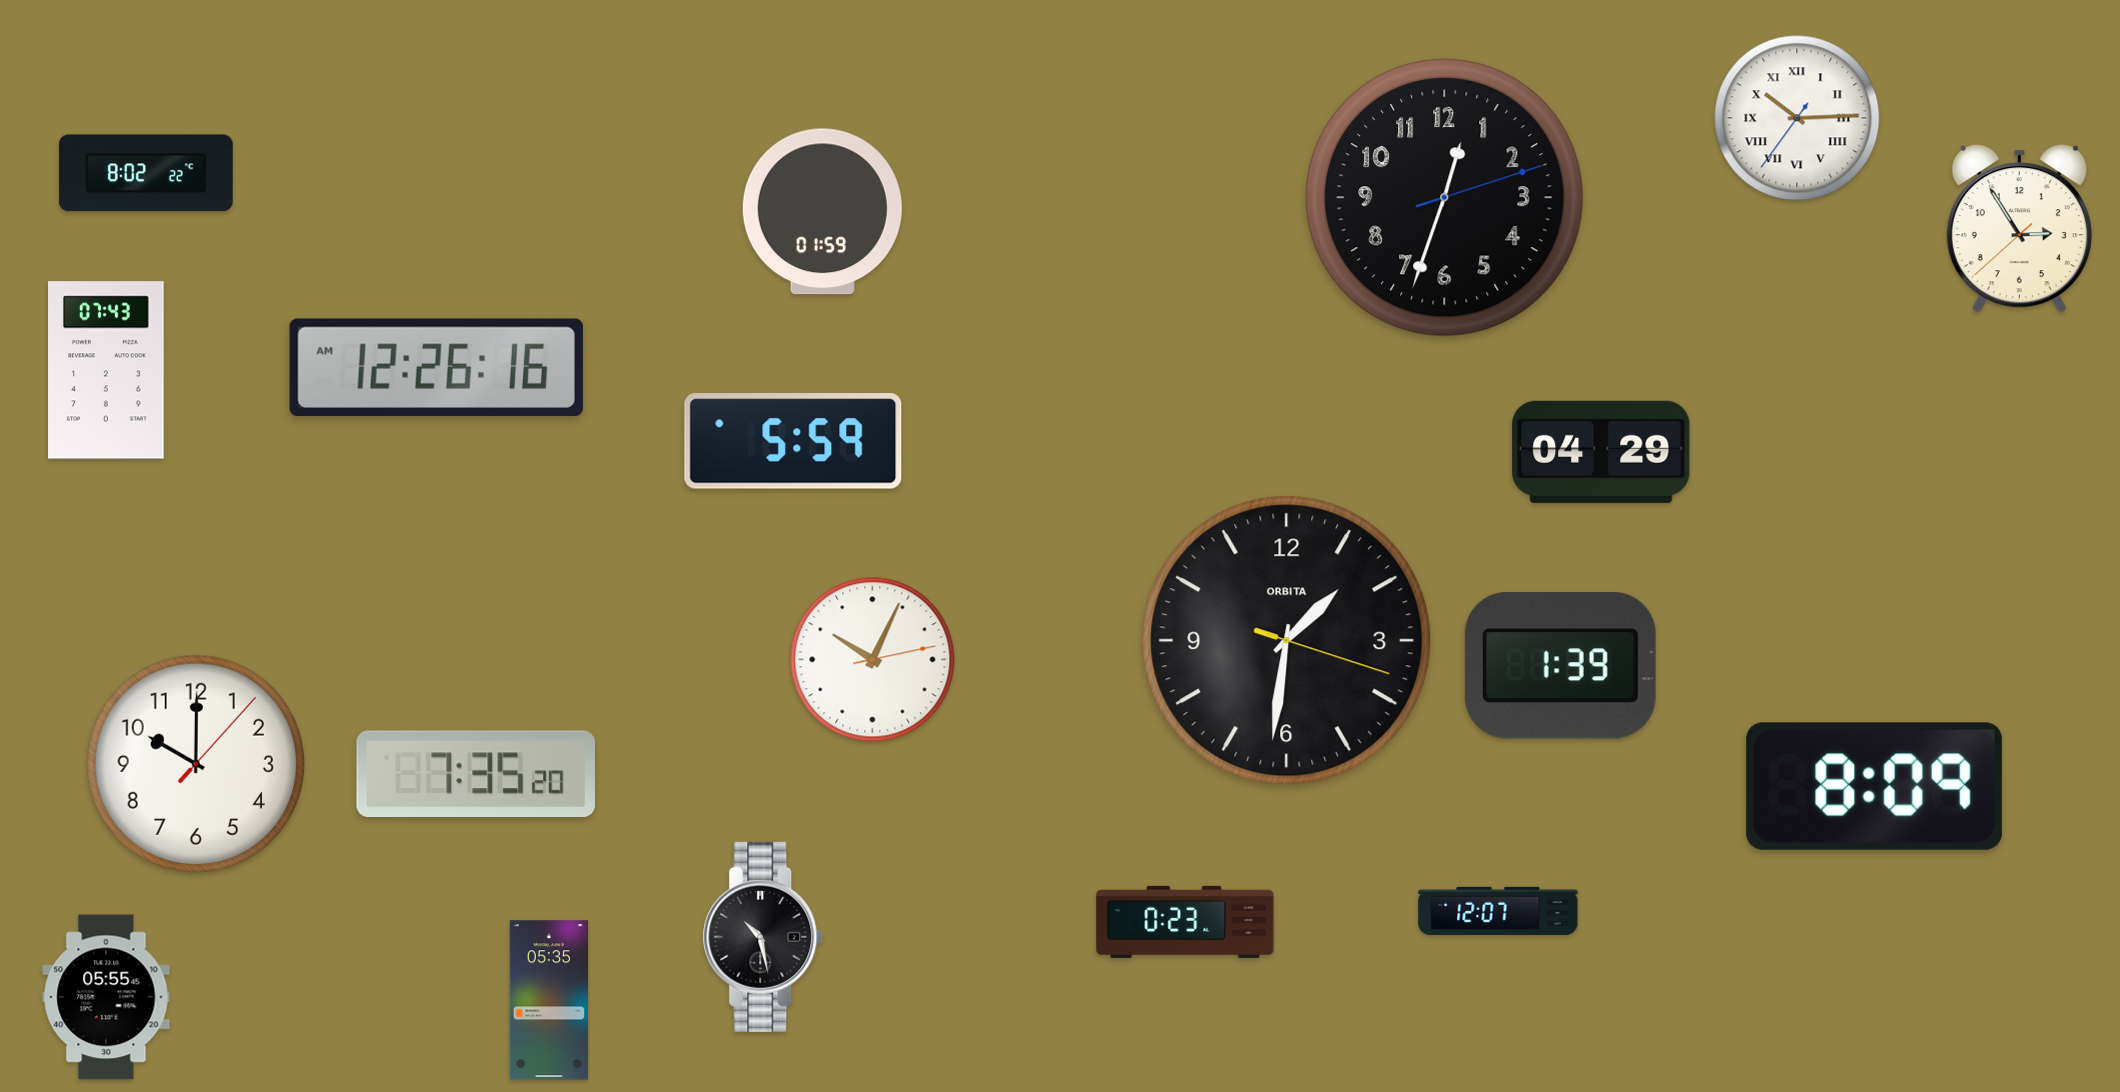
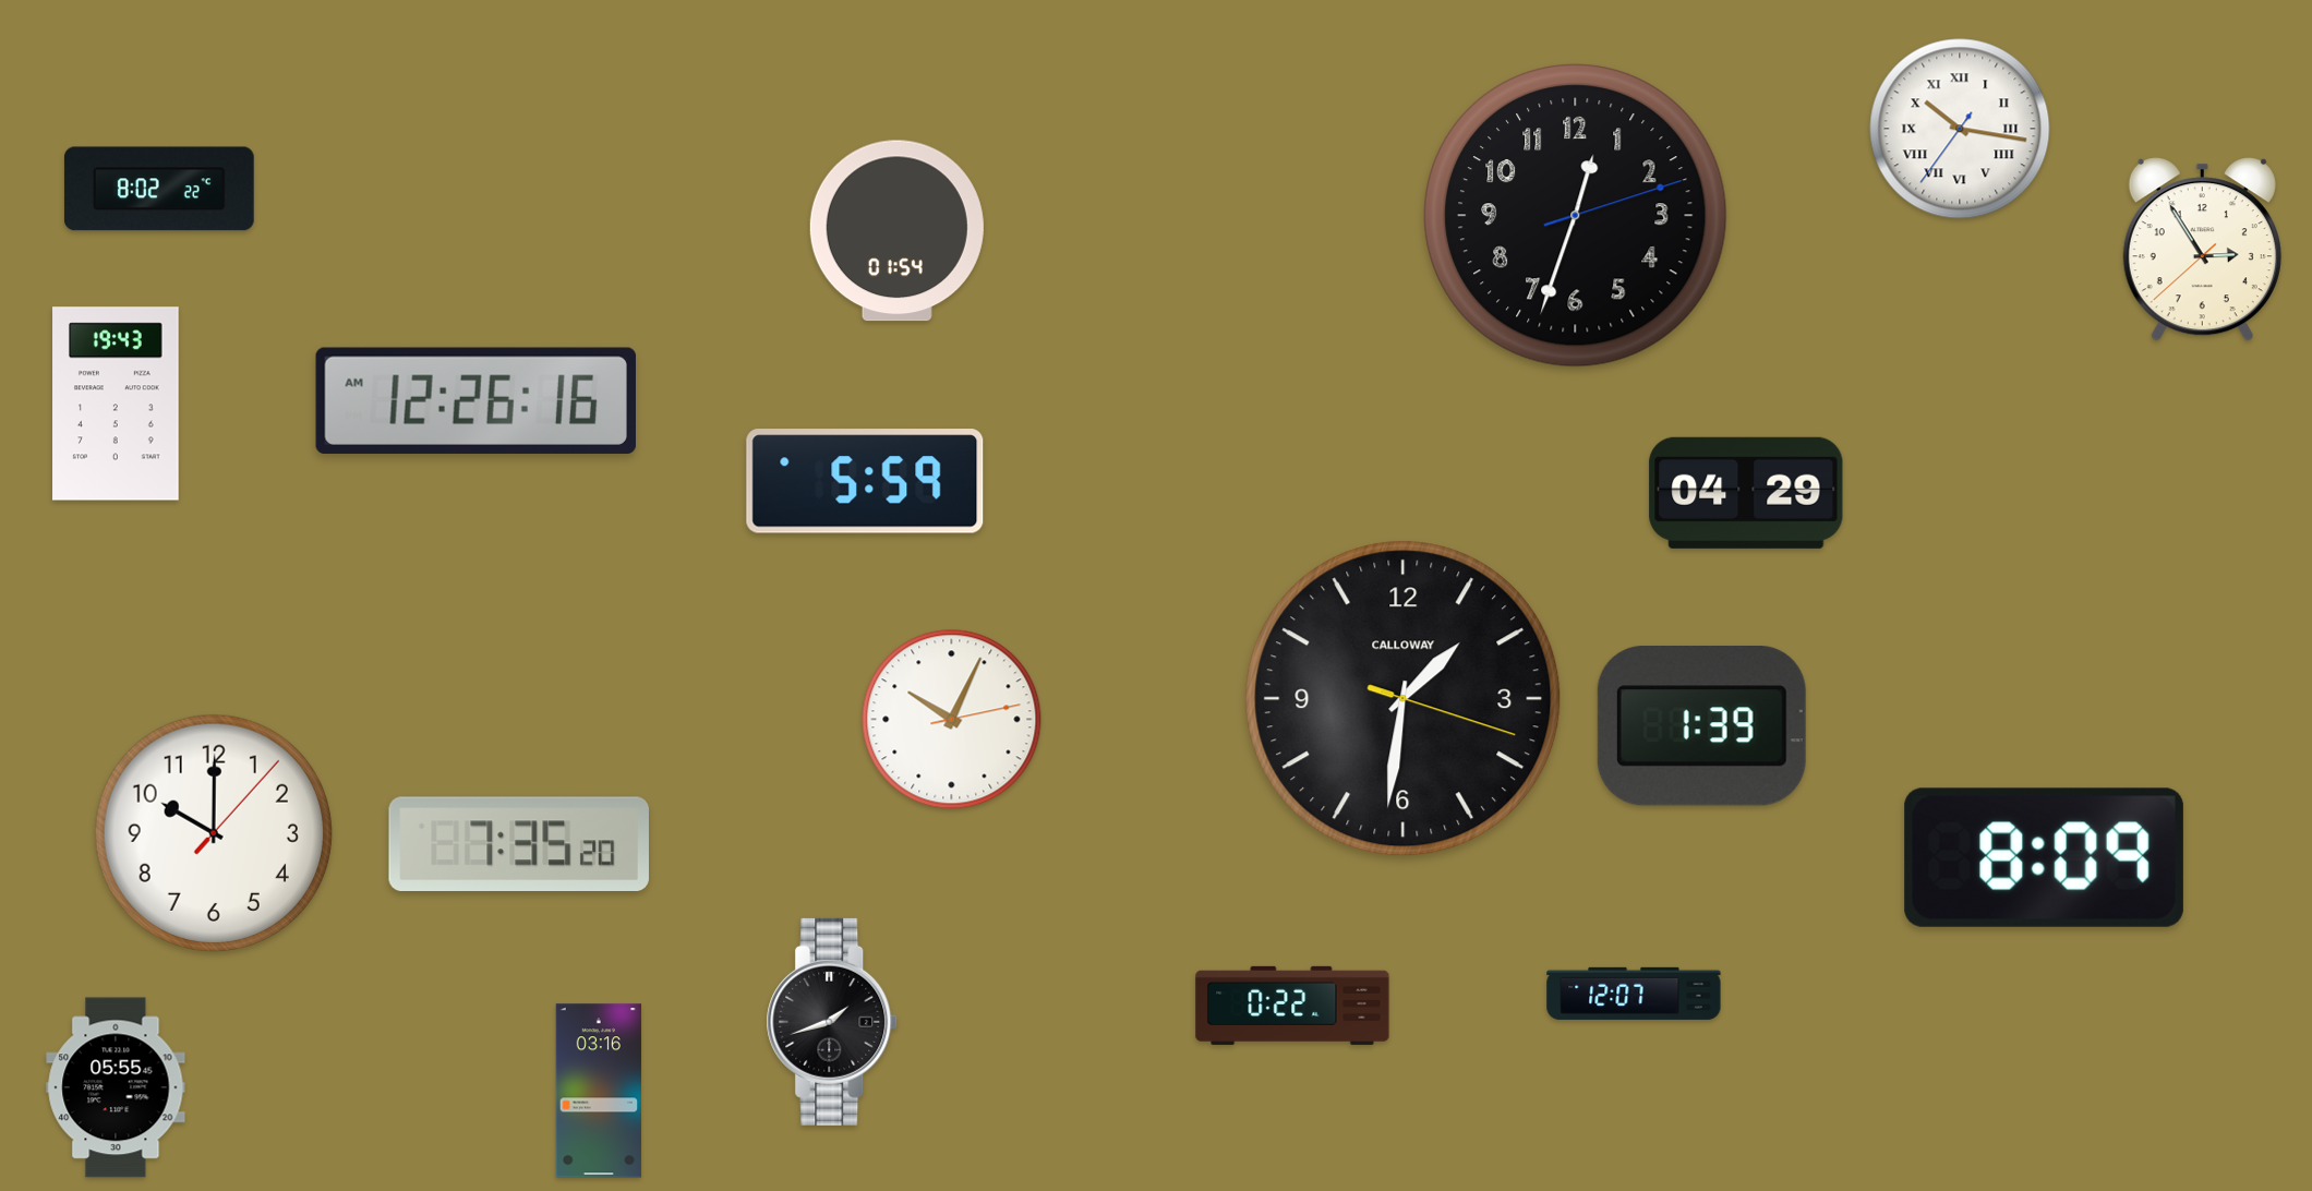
clock at (1797, 118): 10:14 -> 10:16
clock at (822, 212): 01:59 -> 01:54
clock at (106, 370): 07:43 -> 19:43
clock at (1287, 641) brand: ORBITA -> CALLOWAY
clock at (1185, 922): 0:23 -> 0:22
clock at (763, 937): 10:28 -> 1:42
clock at (549, 1000): 05:35 -> 03:16
